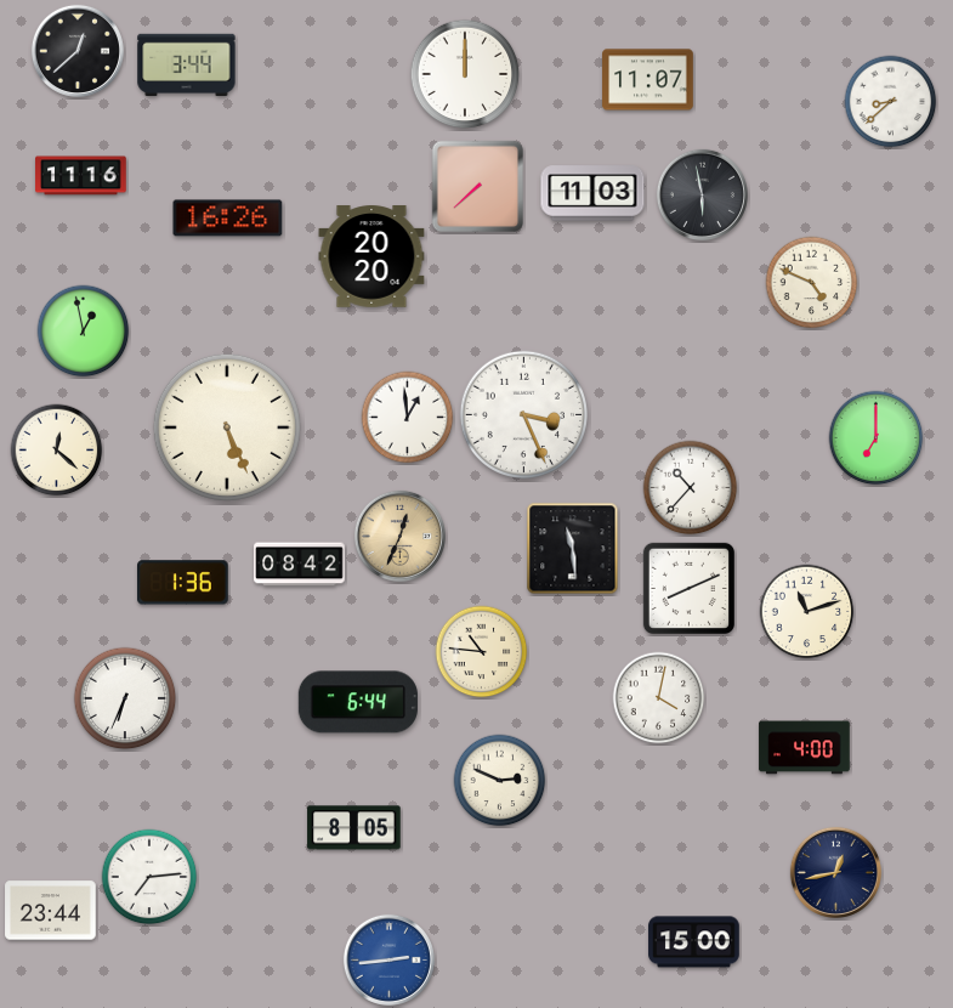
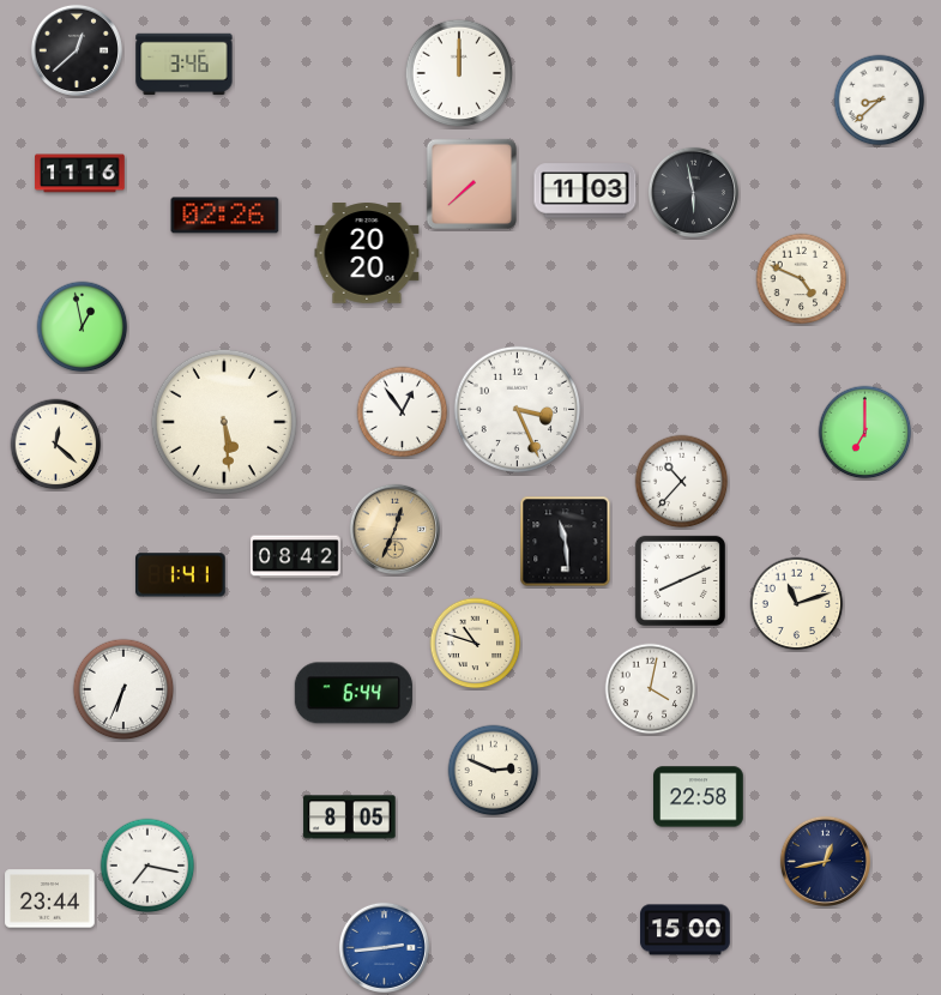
clock at (187, 66): 3:44 -> 3:46
clock at (648, 80): 11:07 -> none
clock at (228, 219): 16:26 -> 02:26
clock at (408, 418): 12:59 -> 12:54
clock at (227, 427): 5:26 -> 5:29
clock at (183, 583): 1:36 -> 1:41
clock at (482, 652): 10:46 -> 10:48
clock at (805, 748): 4:00 -> none
clock at (699, 797): none -> 22:58
clock at (149, 877): 7:14 -> 7:17
